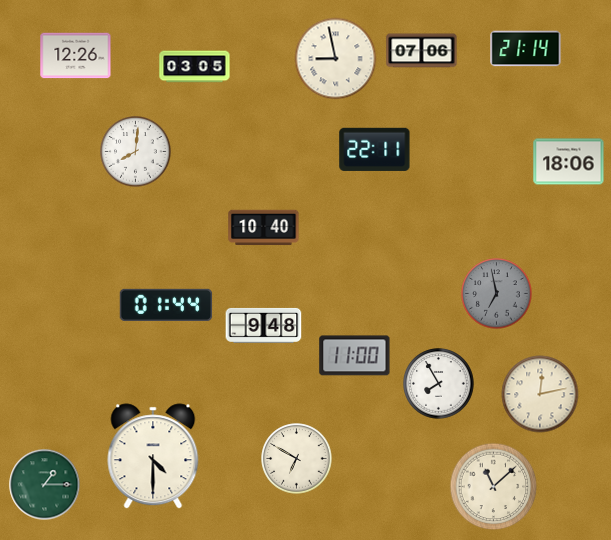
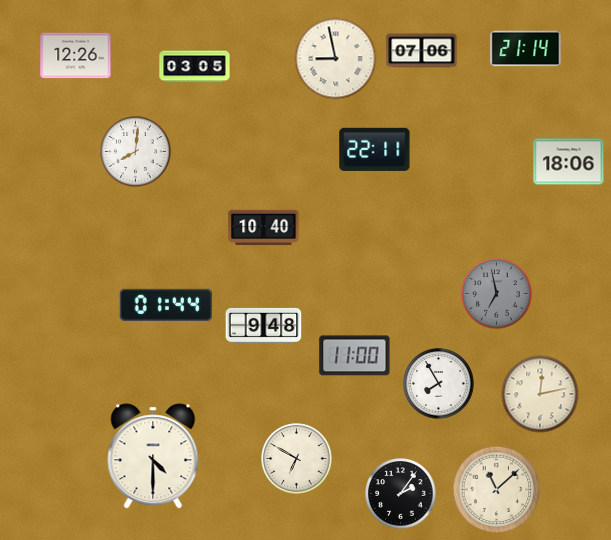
clock at (45, 485): 1:15 -> none
clock at (494, 487) position: (494, 487) -> (497, 490)
clock at (401, 494): none -> 2:06
